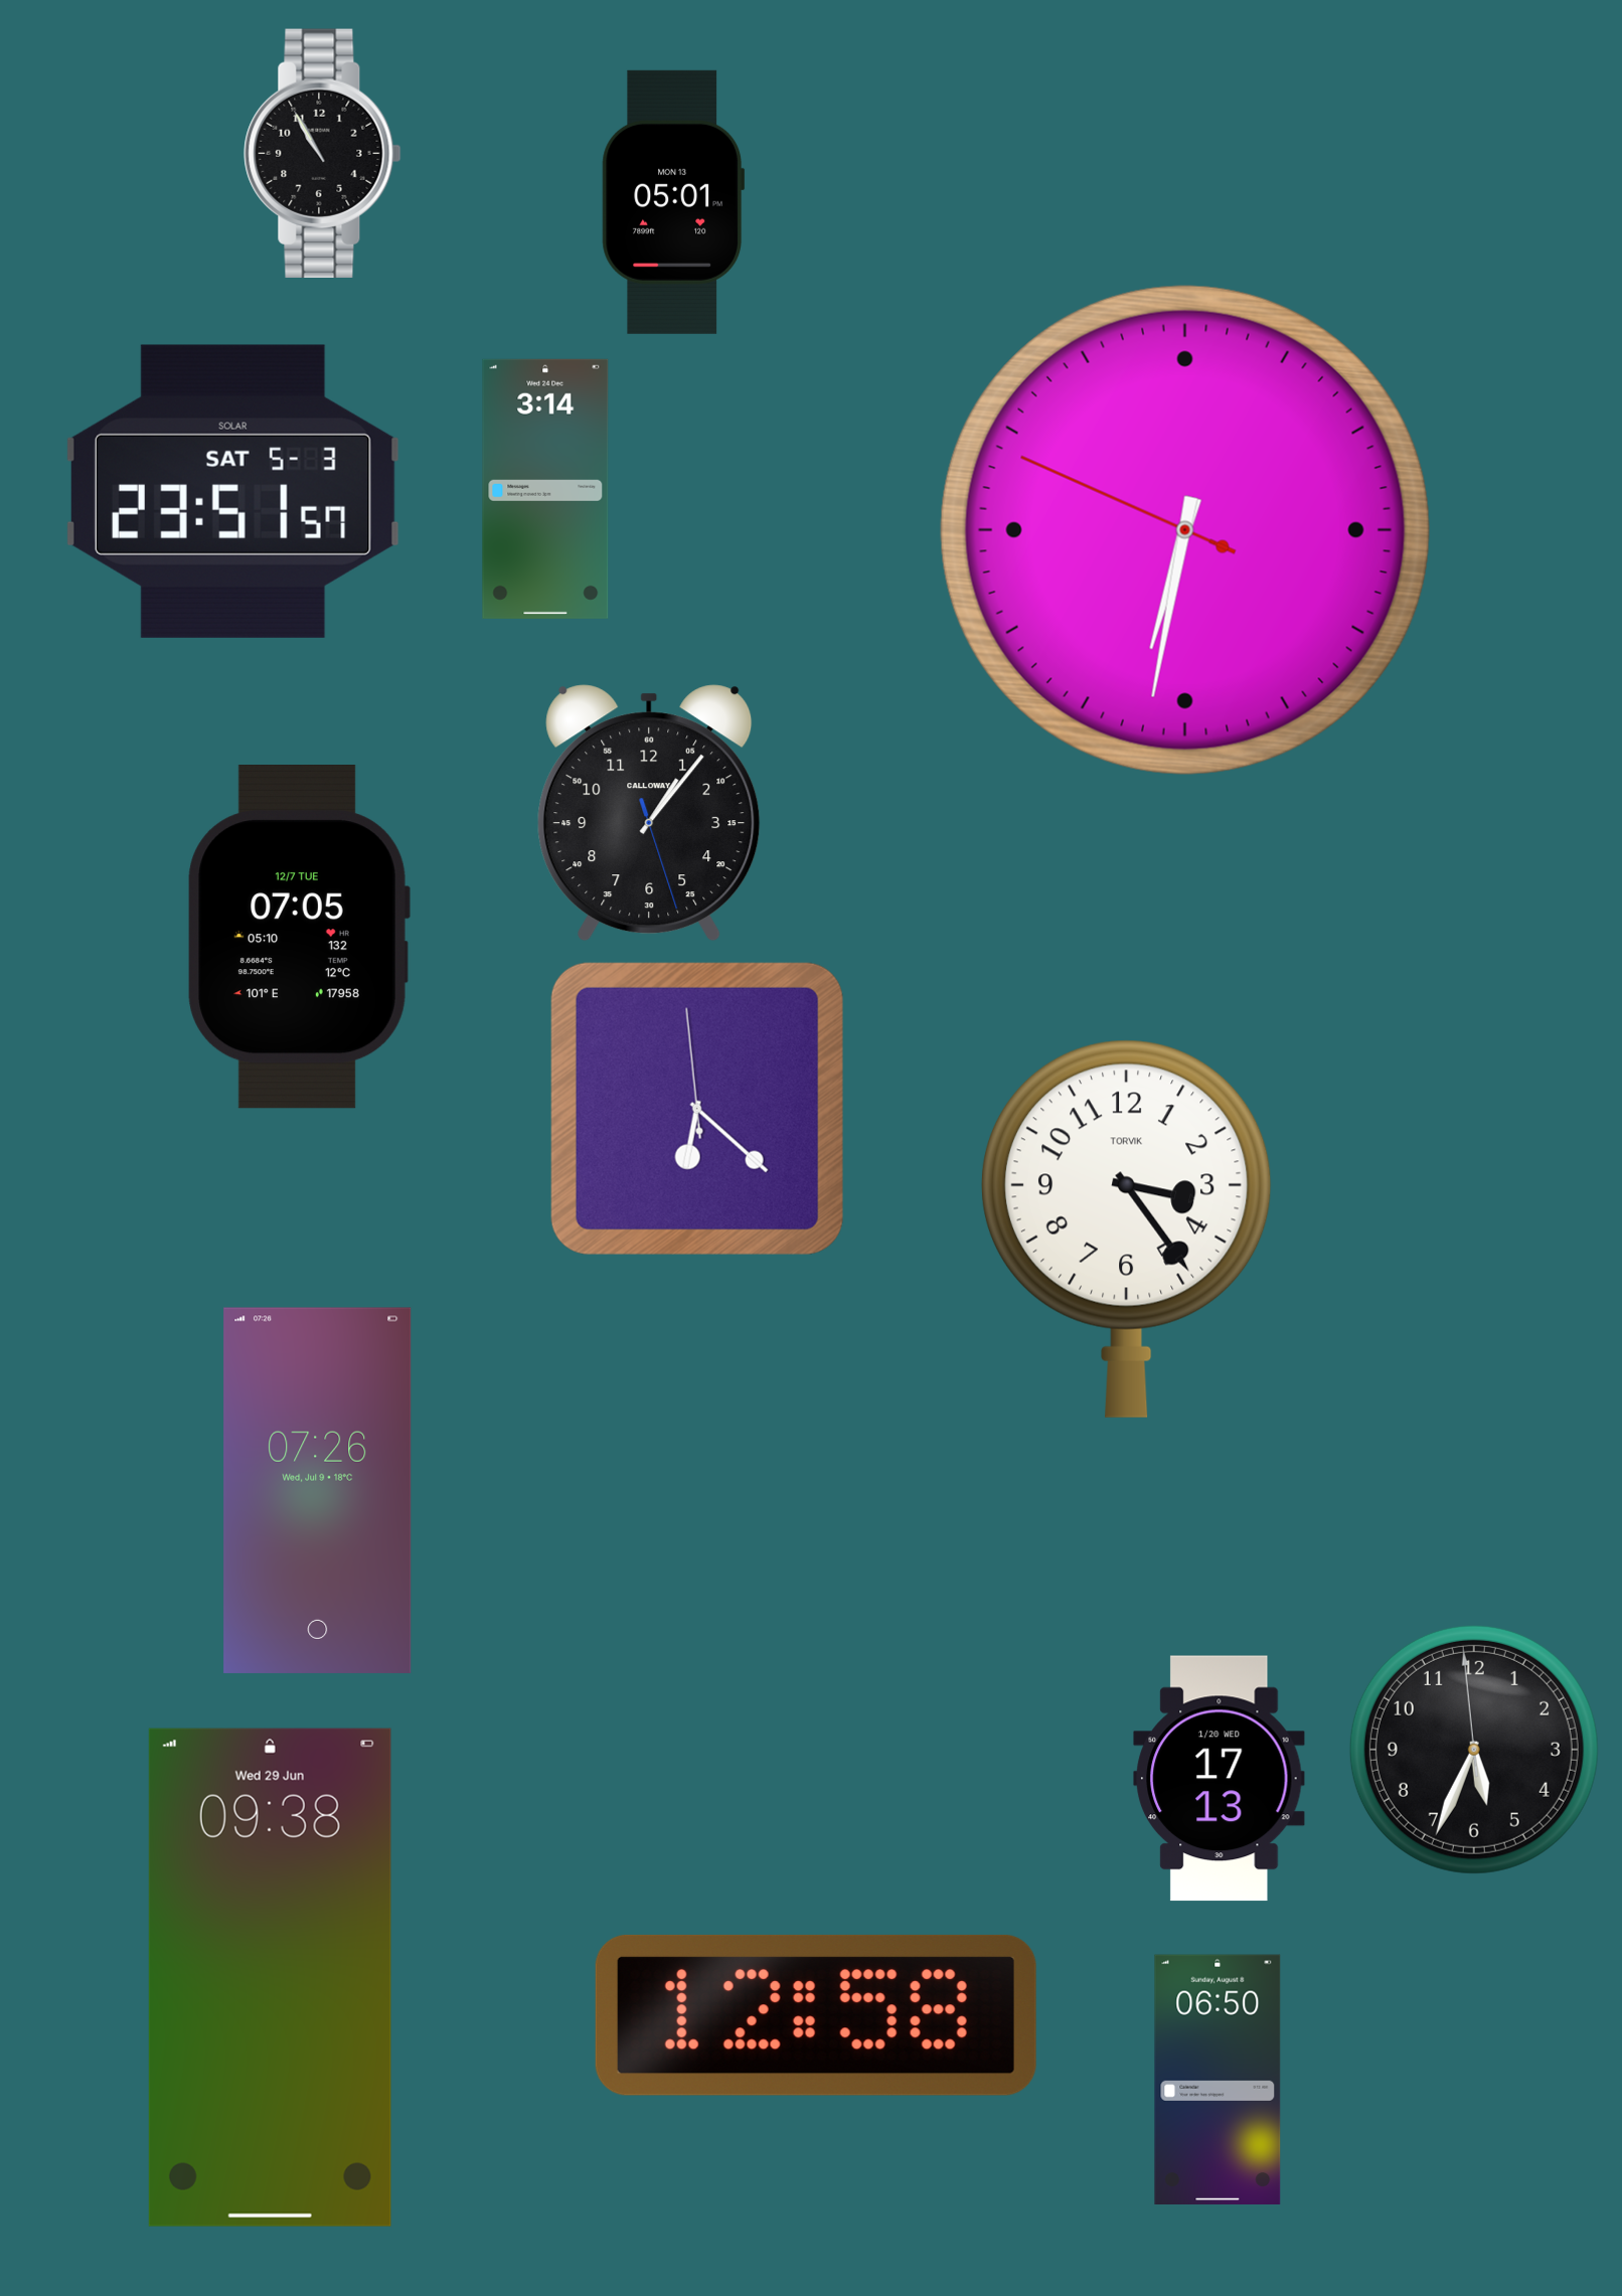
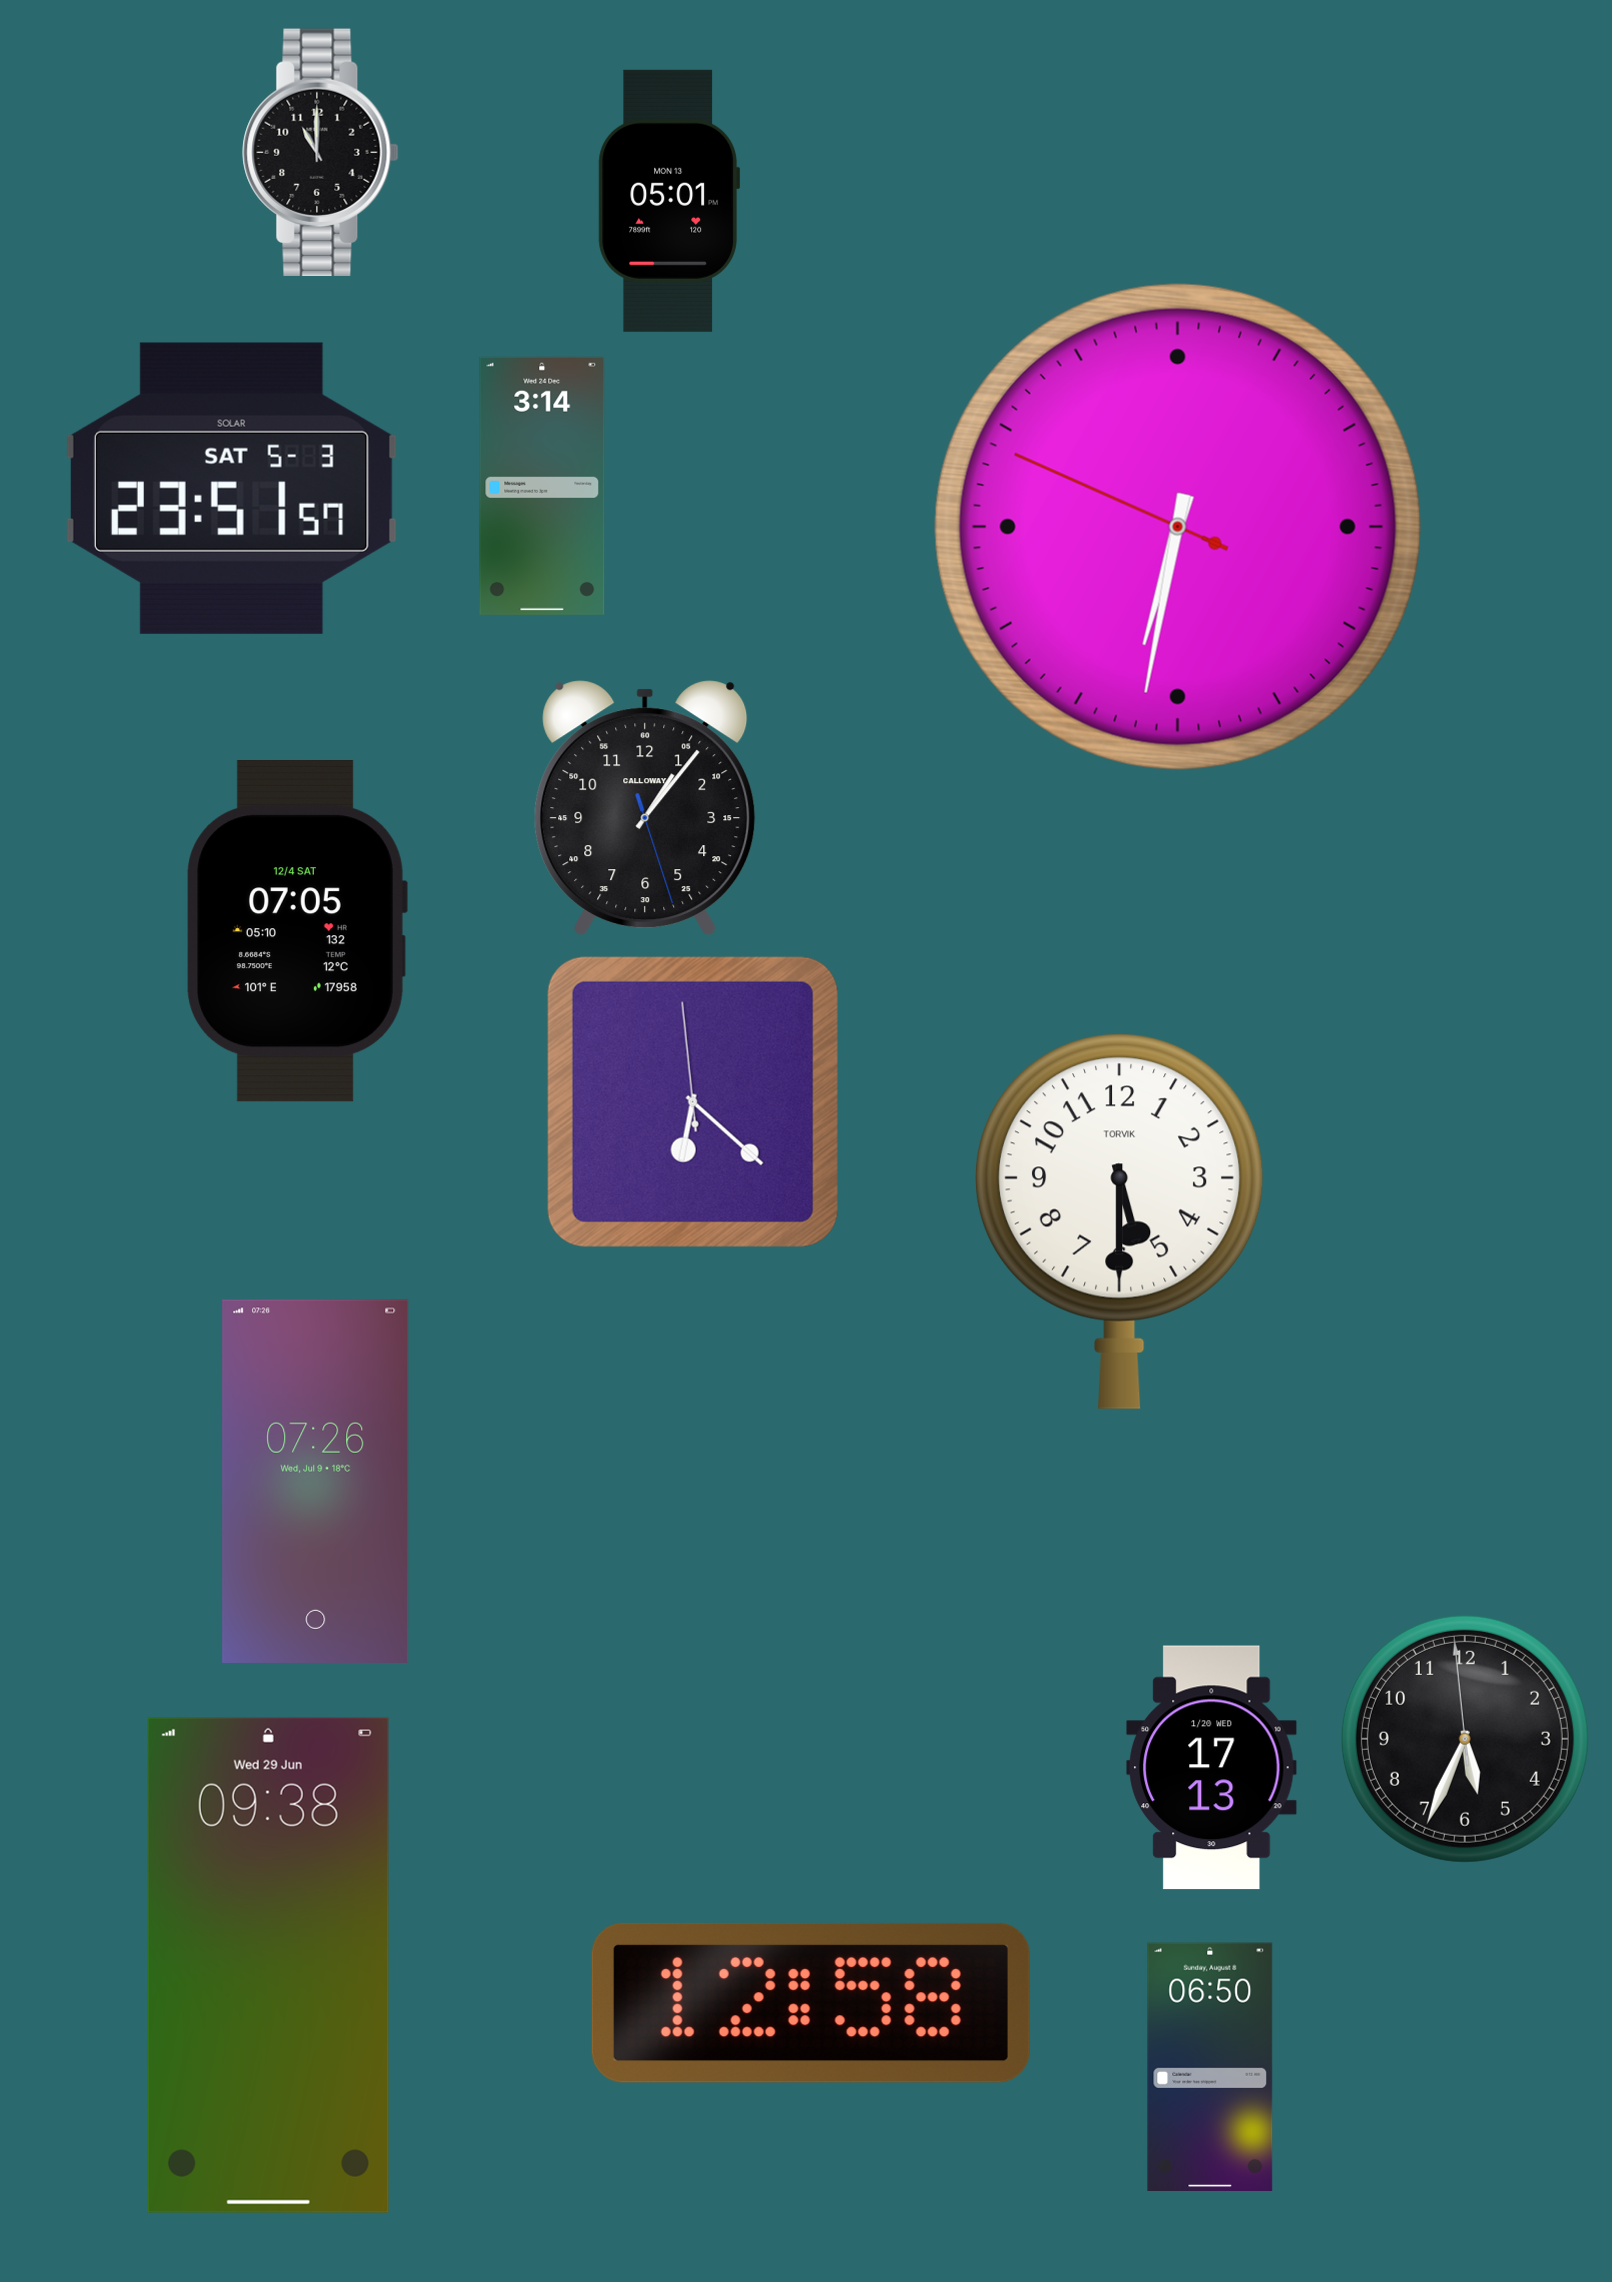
clock at (323, 153): 10:55 -> 11:00
clock at (299, 937) date: 12/7 TUE -> 12/4 SAT
clock at (1126, 1228): 3:24 -> 5:30
